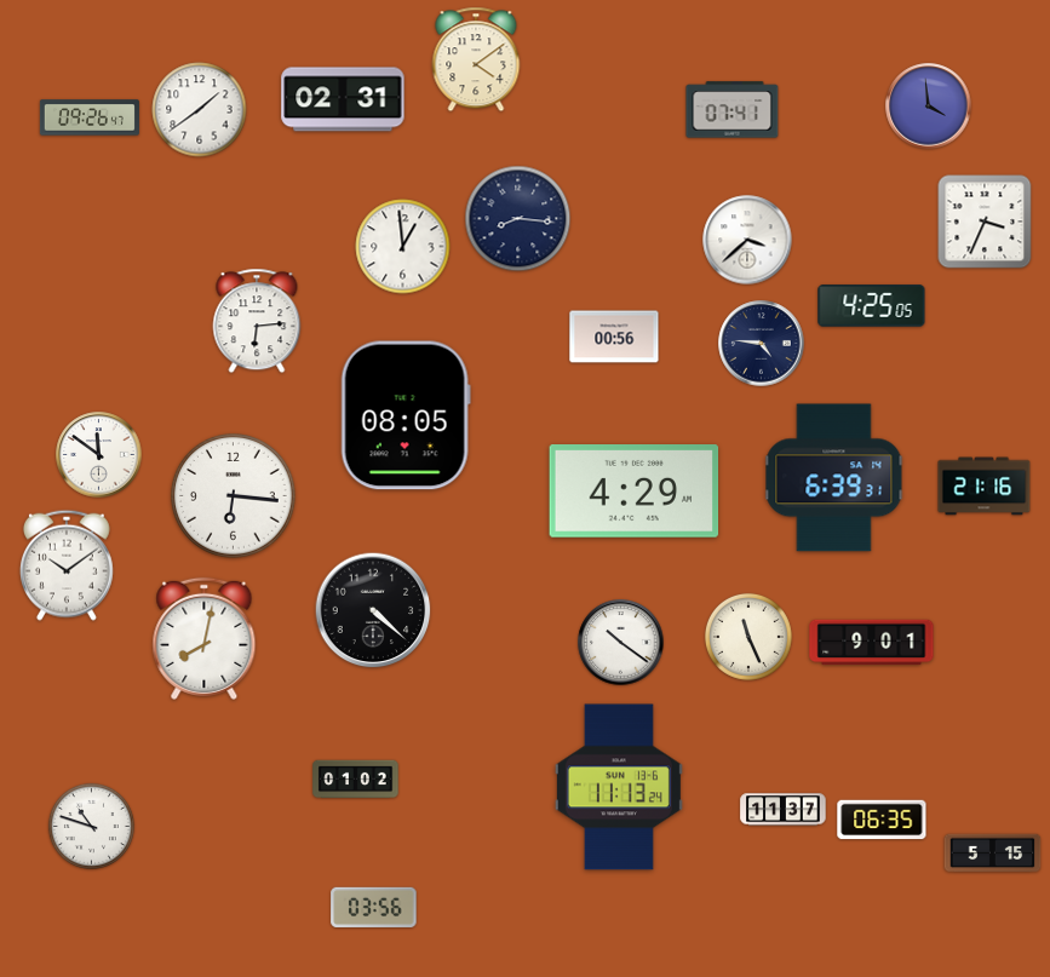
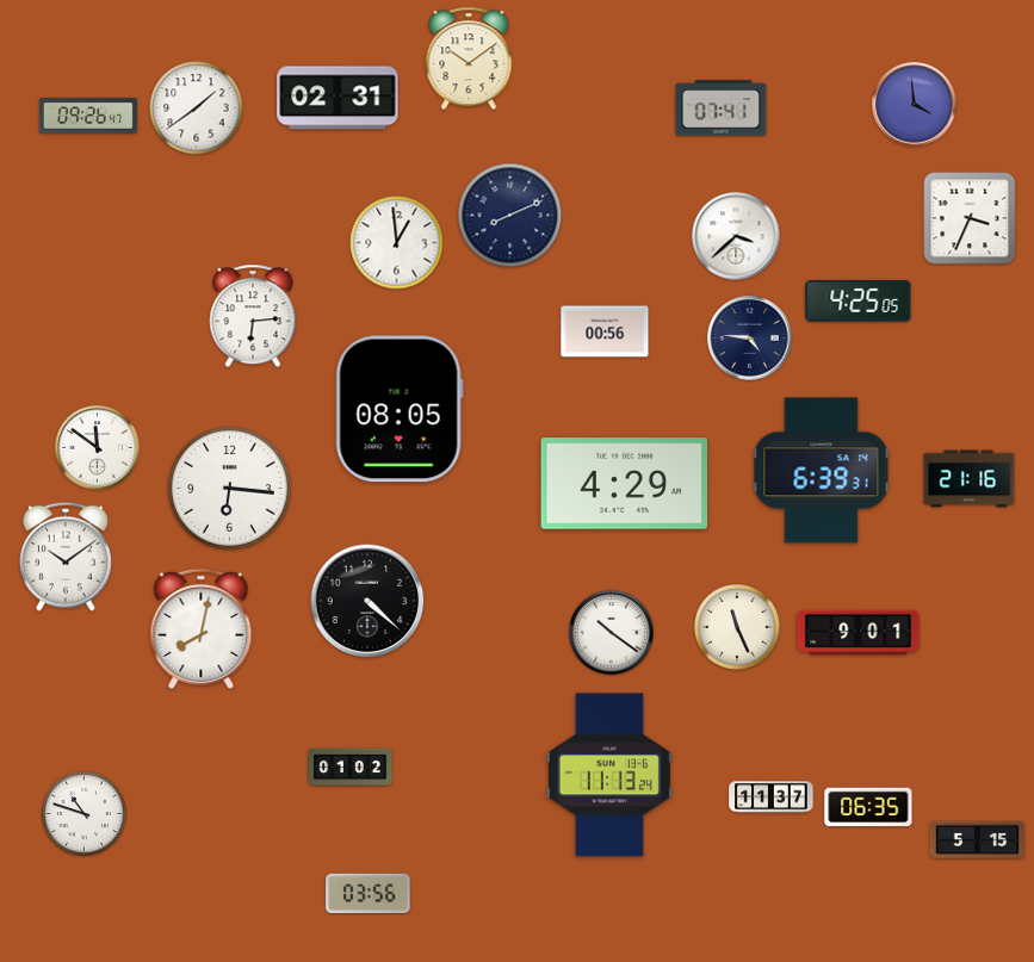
clock at (476, 59): 4:09 -> 10:09
clock at (518, 219): 8:16 -> 8:11
clock at (91, 826) position: (91, 826) -> (83, 813)
